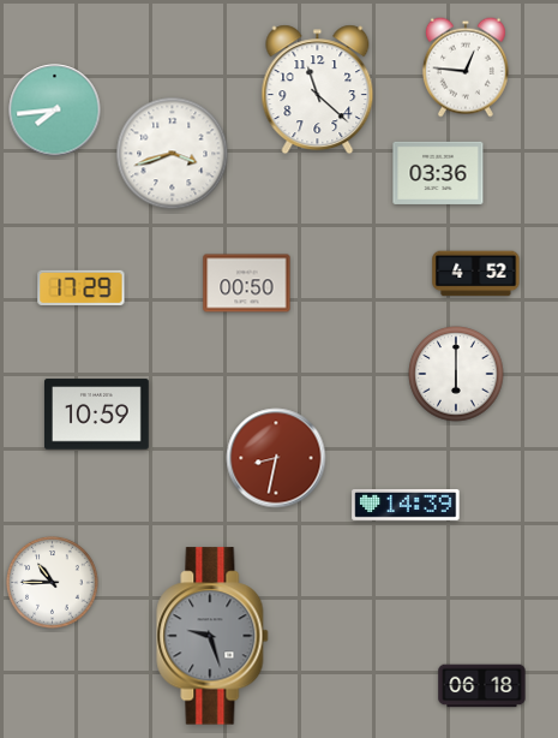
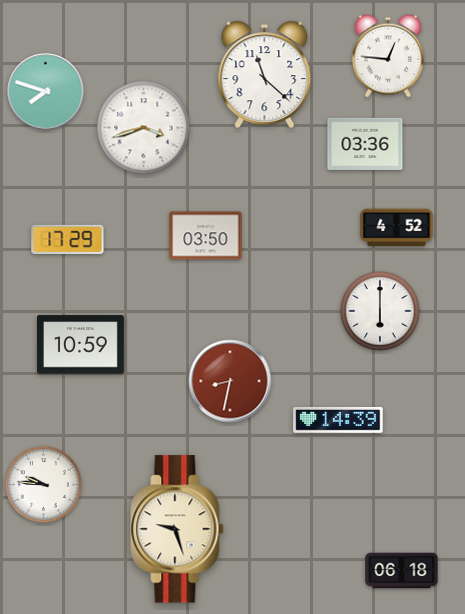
clock at (55, 111): 7:44 -> 7:48
clock at (247, 284): 00:50 -> 03:50
clock at (53, 583): 10:45 -> 9:46
clock at (212, 636) dial: grey -> cream
